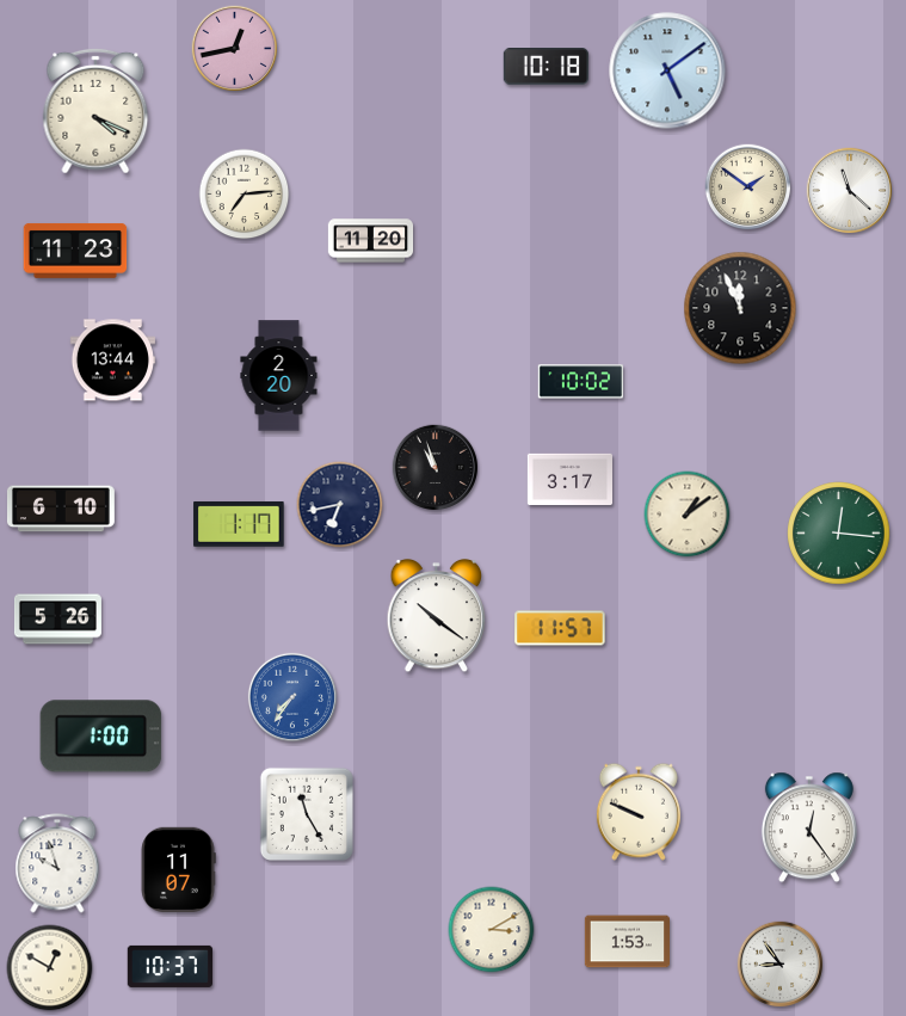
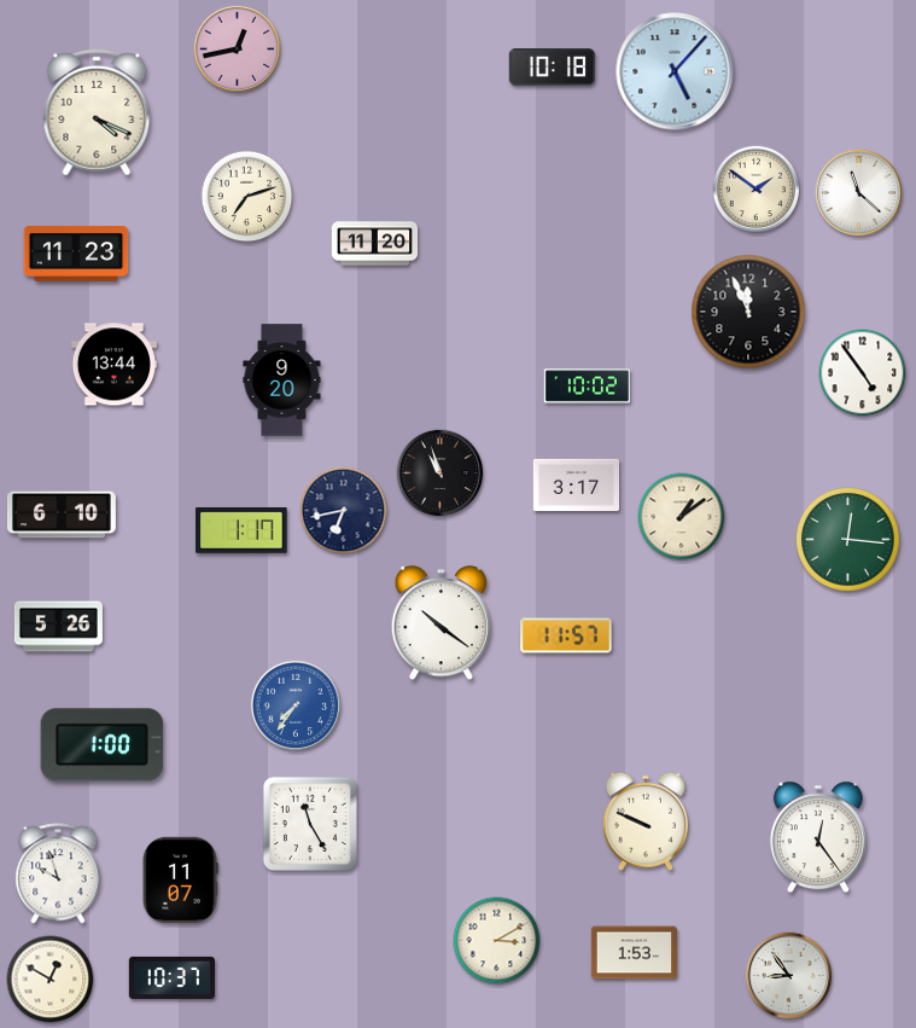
clock at (667, 70): 5:09 -> 5:07
clock at (245, 195): 7:14 -> 7:12
clock at (863, 373): none -> 4:54
clock at (279, 376): 2:20 -> 9:20
clock at (688, 515) position: (688, 515) -> (682, 517)
